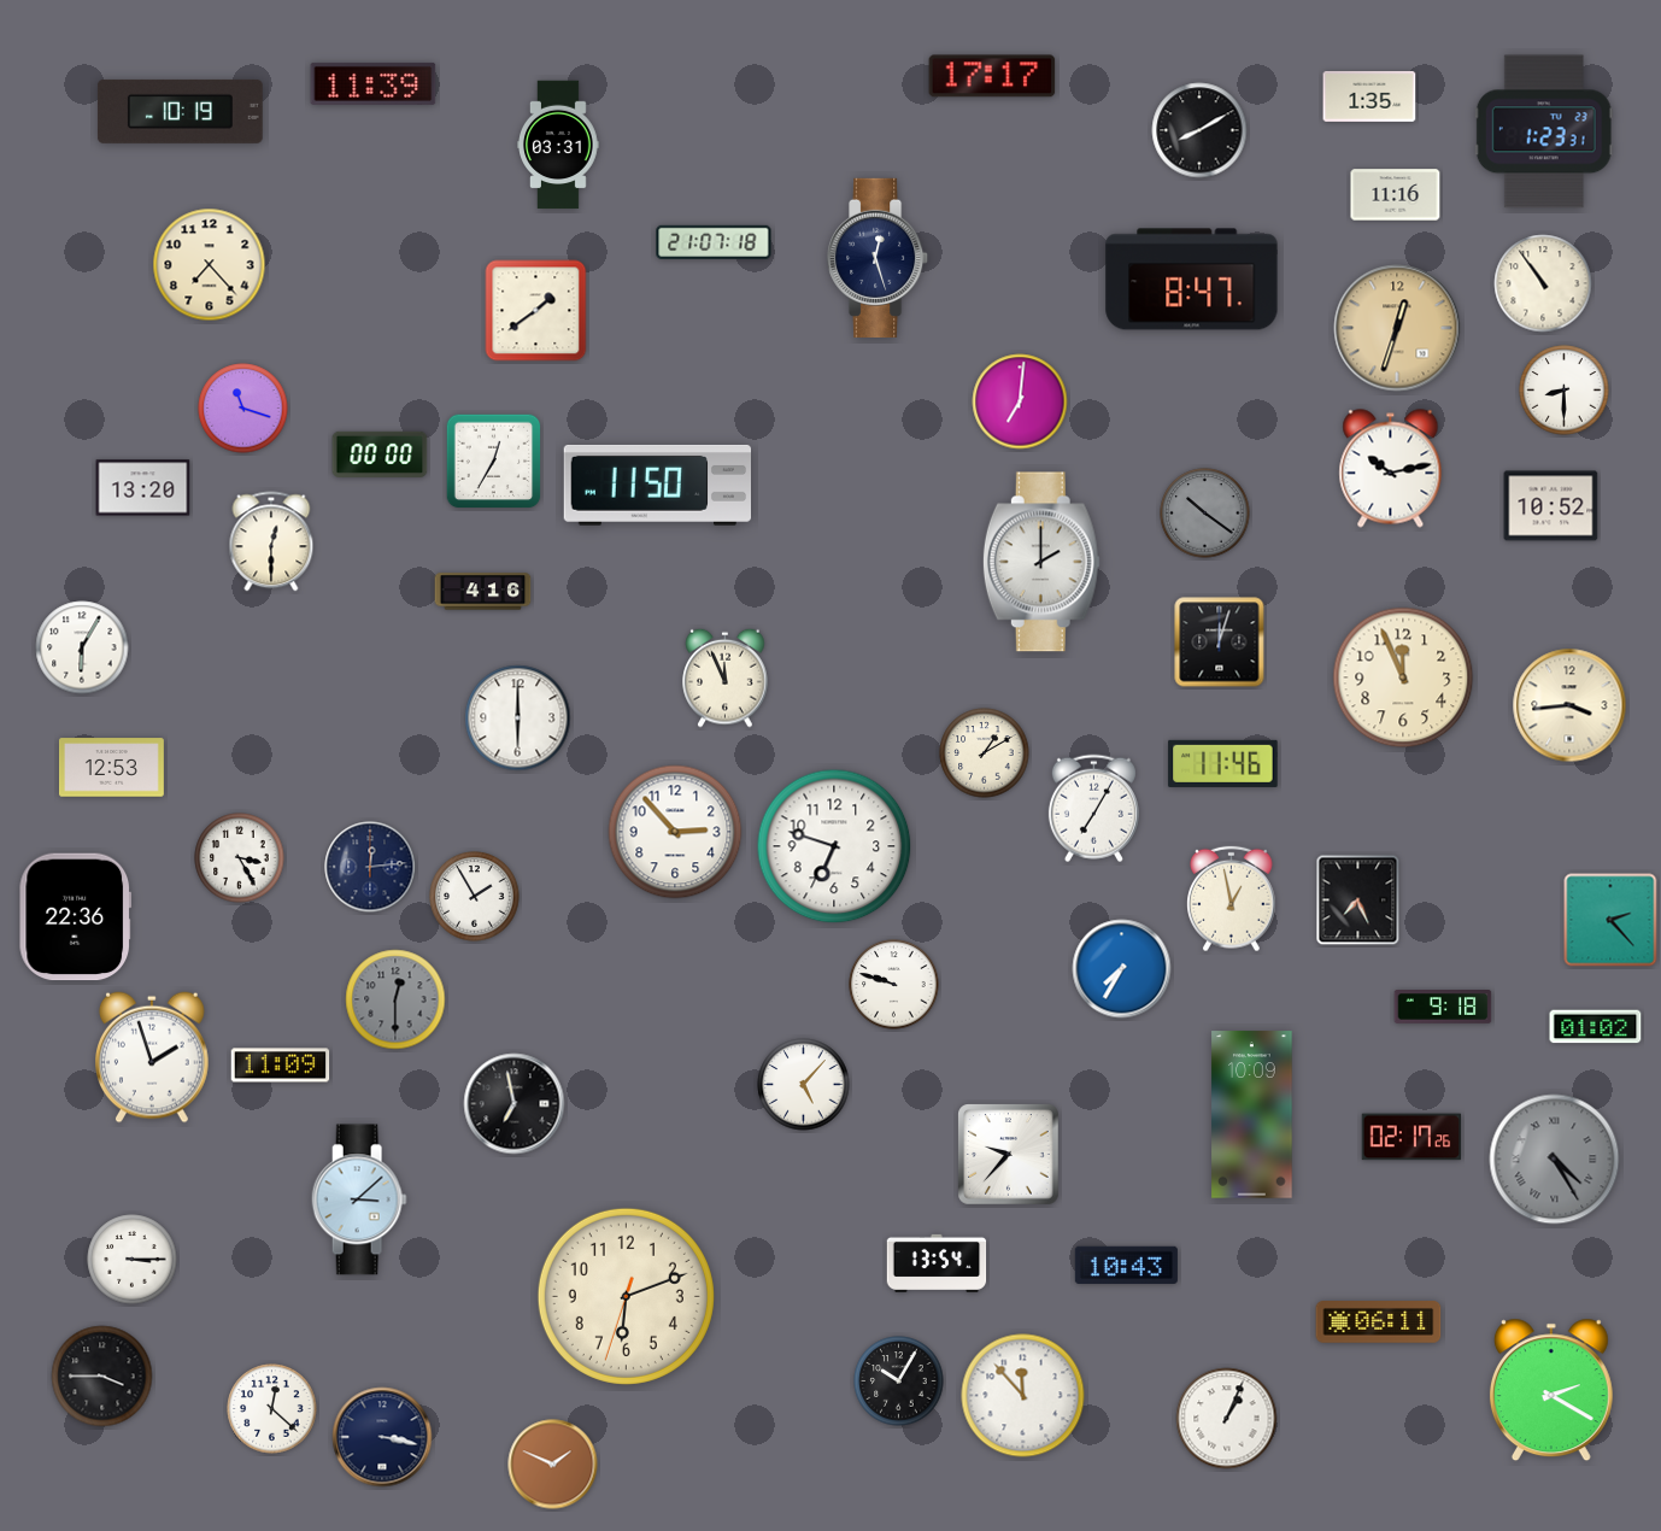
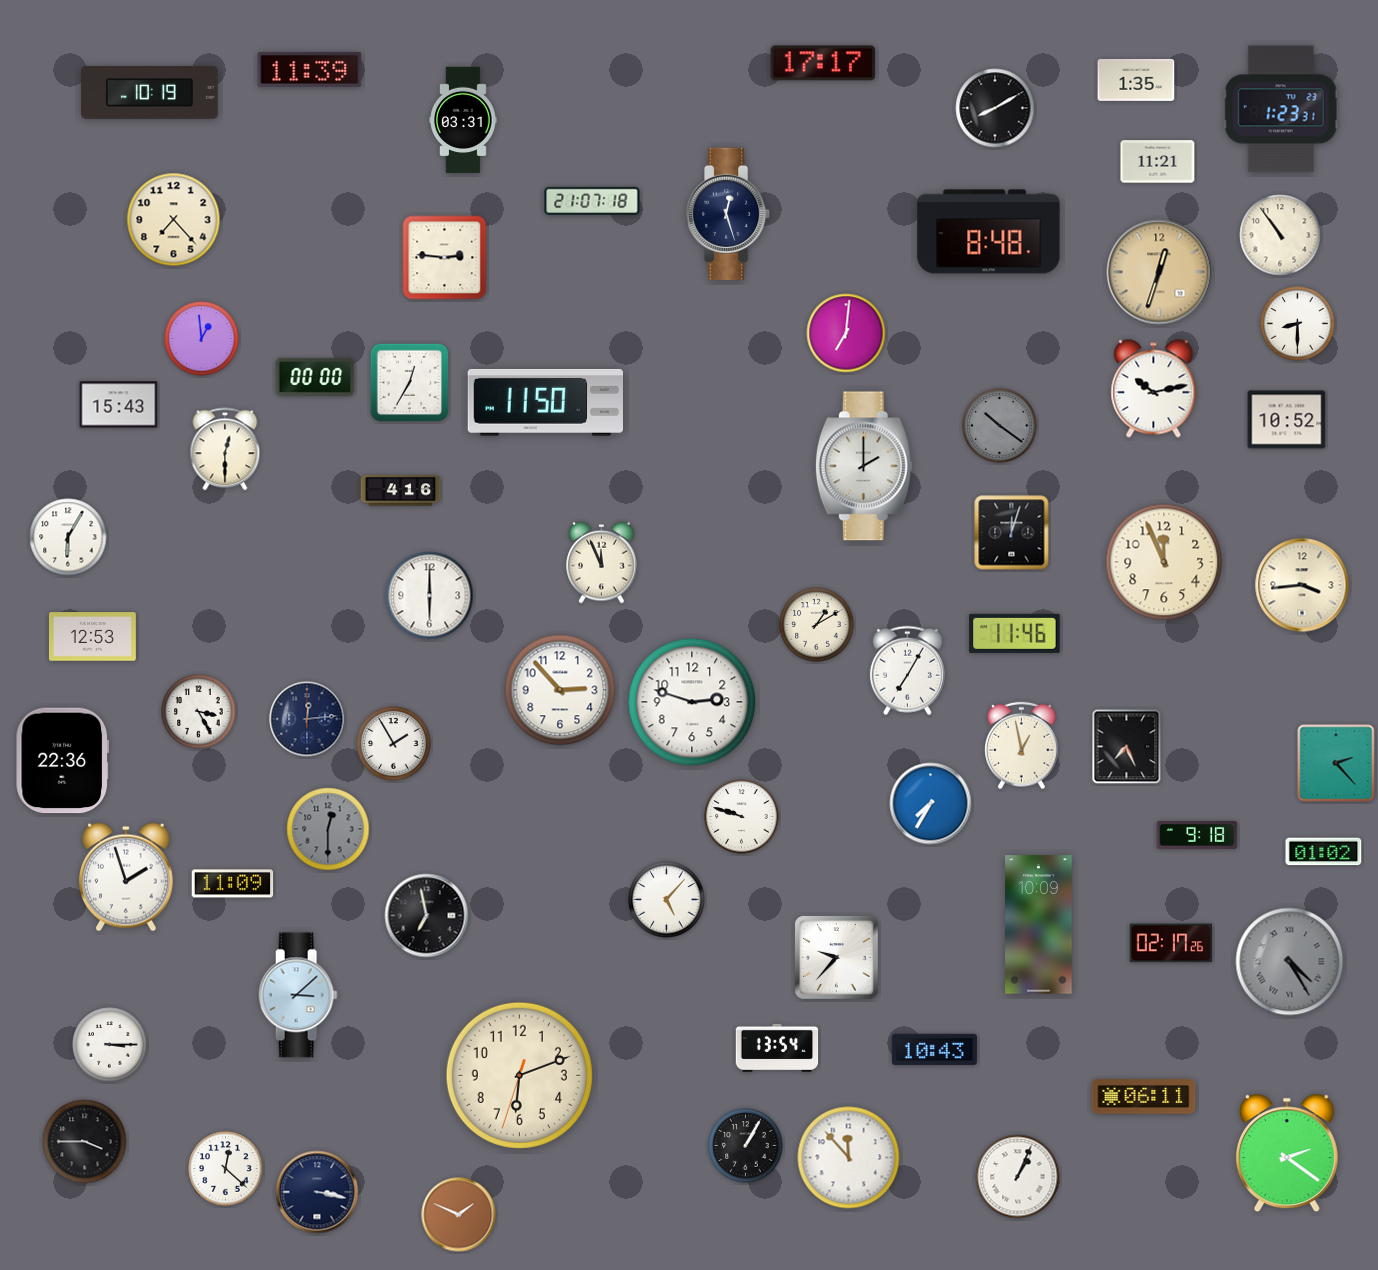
clock at (1396, 195): 11:16 -> 11:21
clock at (1192, 280): 8:47 -> 8:48
clock at (536, 311): 1:39 -> 2:46
clock at (243, 409): 11:18 -> 12:59
clock at (143, 488): 13:20 -> 15:43
clock at (834, 846): 6:48 -> 2:48
clock at (899, 1382): 10:05 -> 1:05
clock at (1551, 1390): 2:20 -> 2:21
